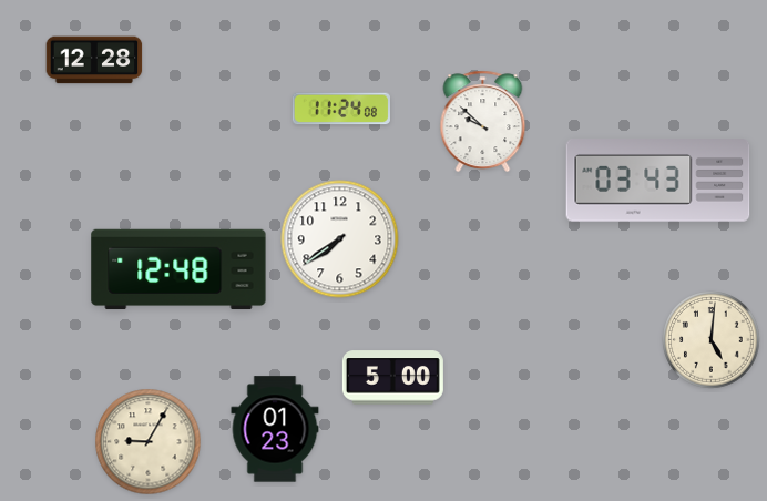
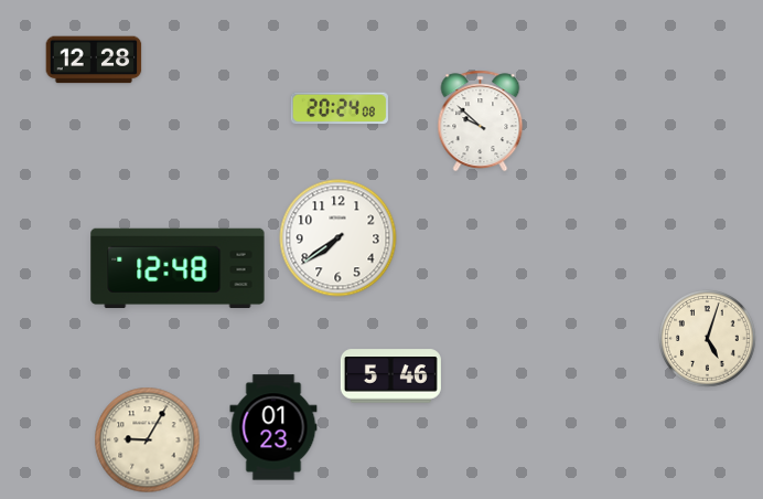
clock at (341, 109): 11:24 -> 20:24
clock at (658, 181): 03:43 -> none
clock at (712, 340): 5:01 -> 5:03
clock at (392, 378): 5:00 -> 5:46
